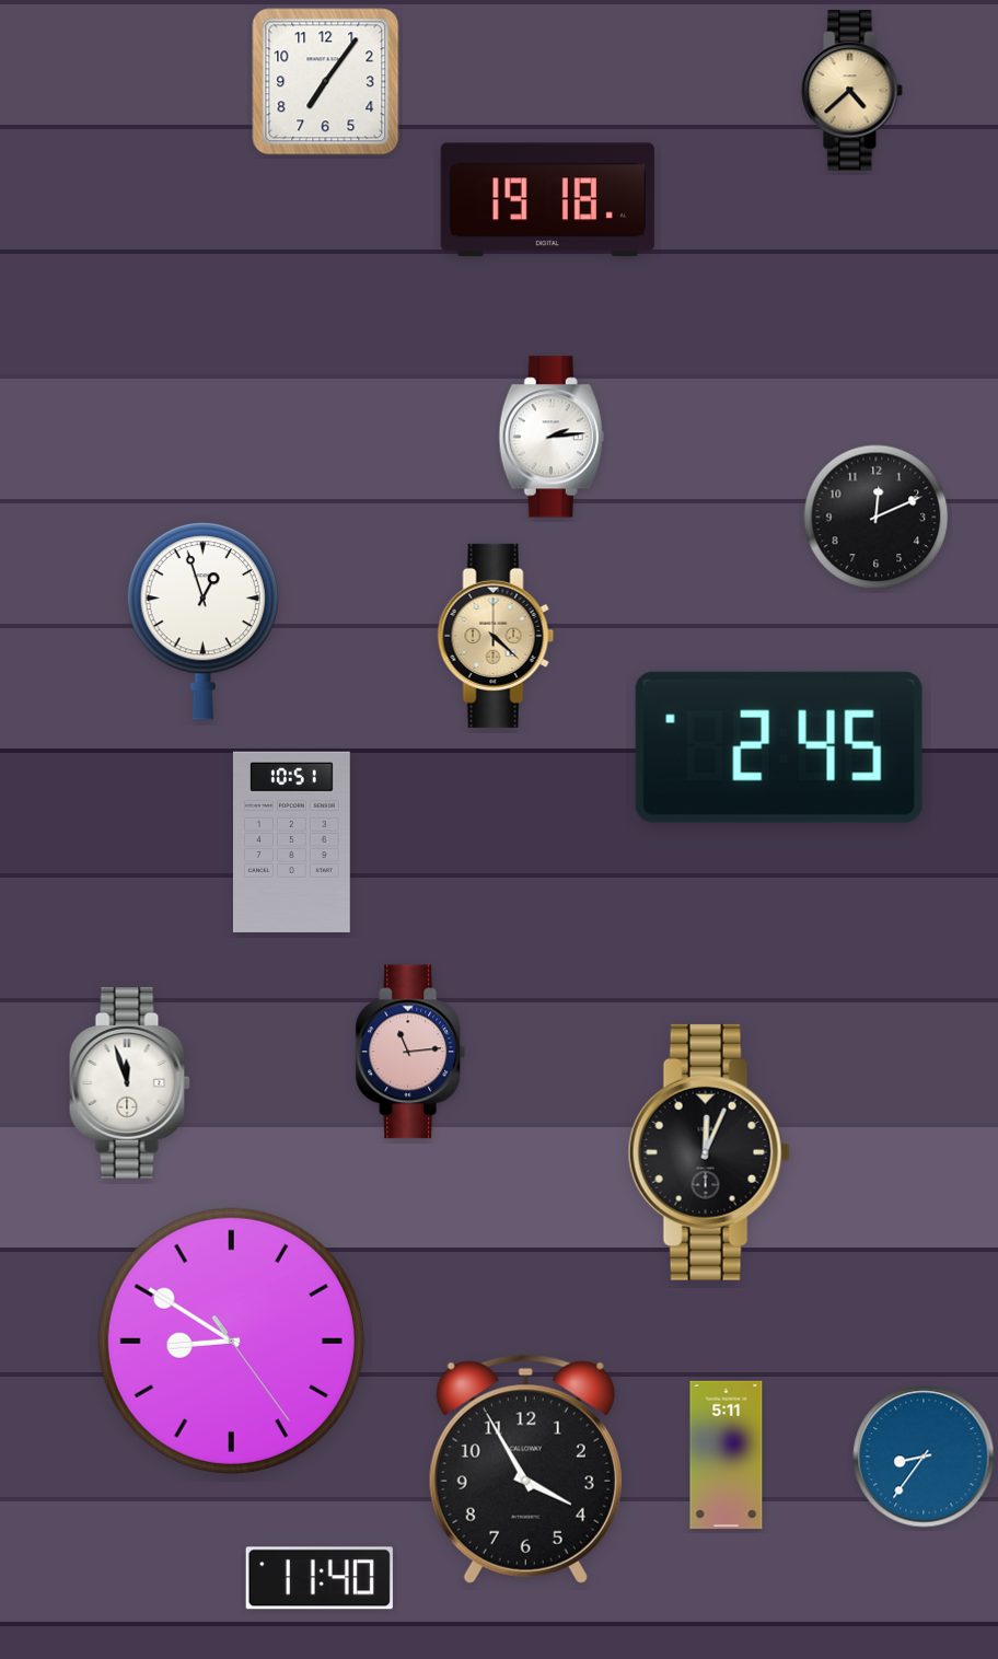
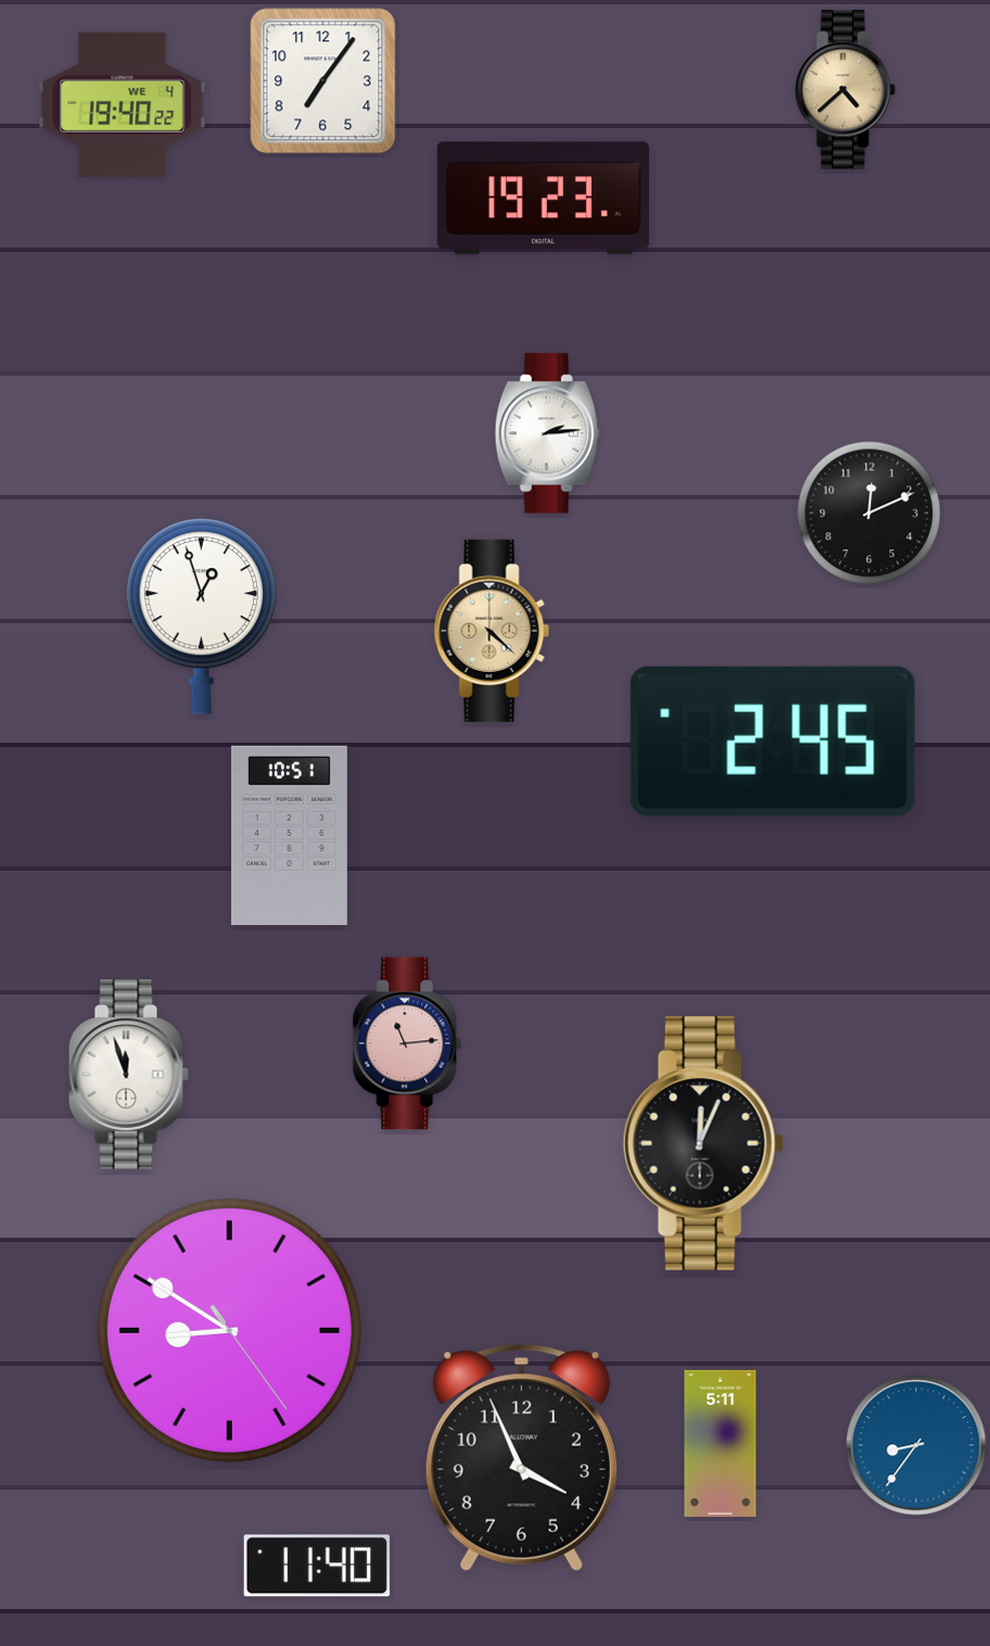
clock at (123, 104): none -> 19:40
clock at (547, 200): 19:18 -> 19:23
clock at (525, 1469): 3:55 -> 3:56
